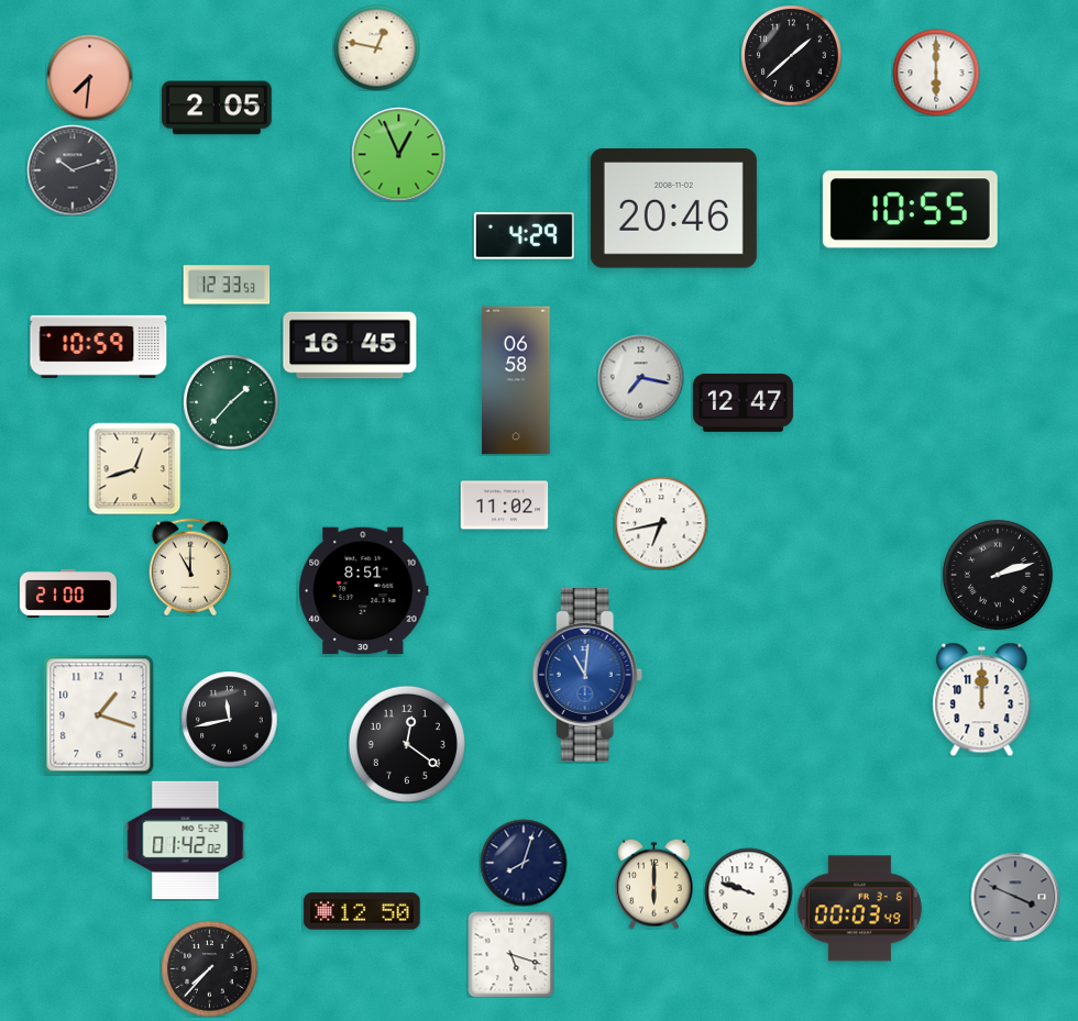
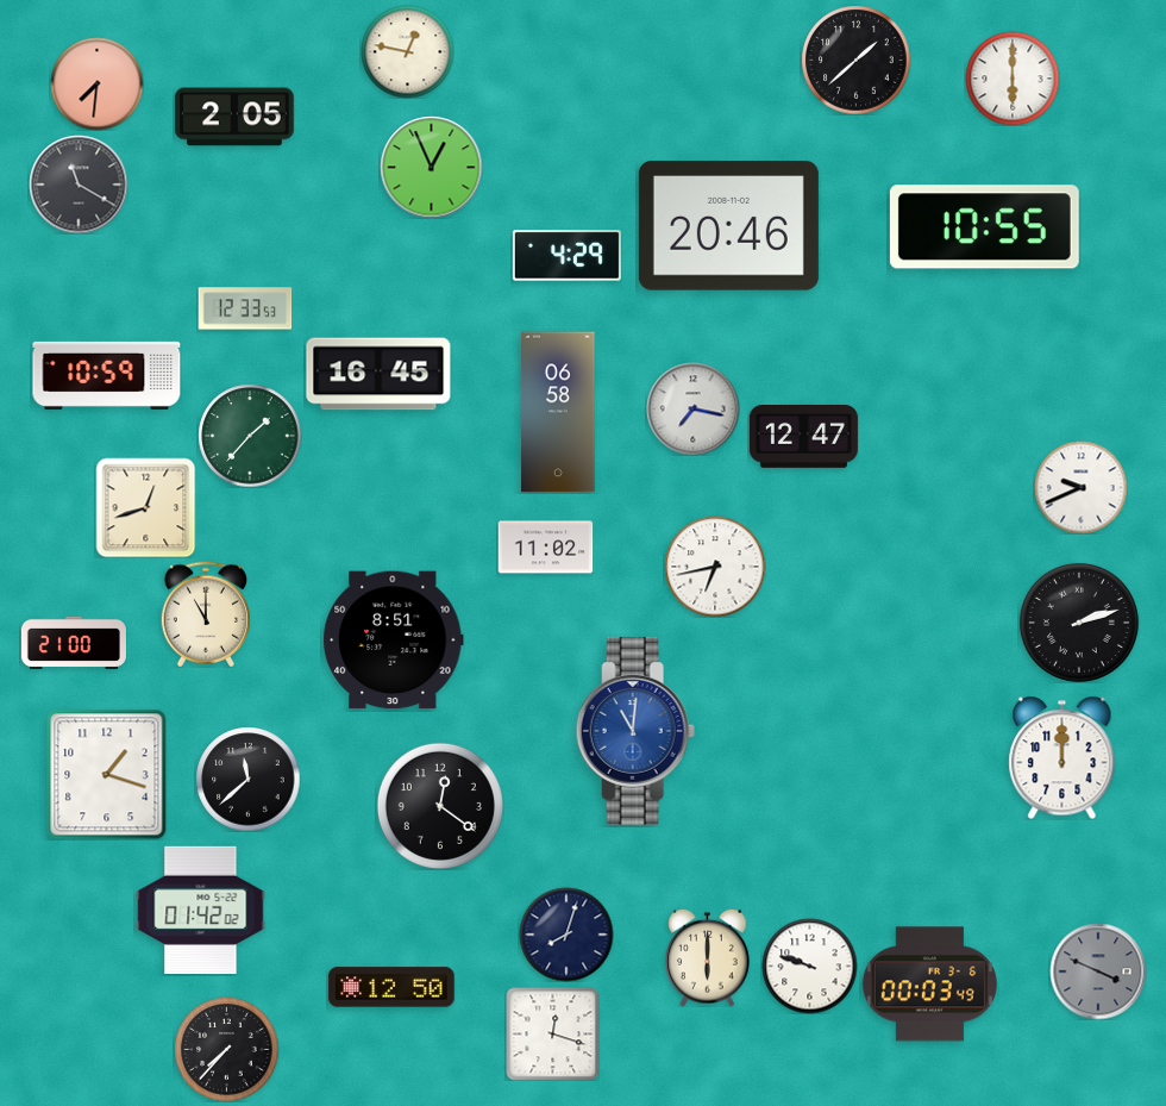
clock at (73, 170): 10:12 -> 11:20
clock at (1080, 487): none -> 9:41
clock at (229, 719): 11:43 -> 11:38
clock at (510, 954): 5:18 -> 12:18
